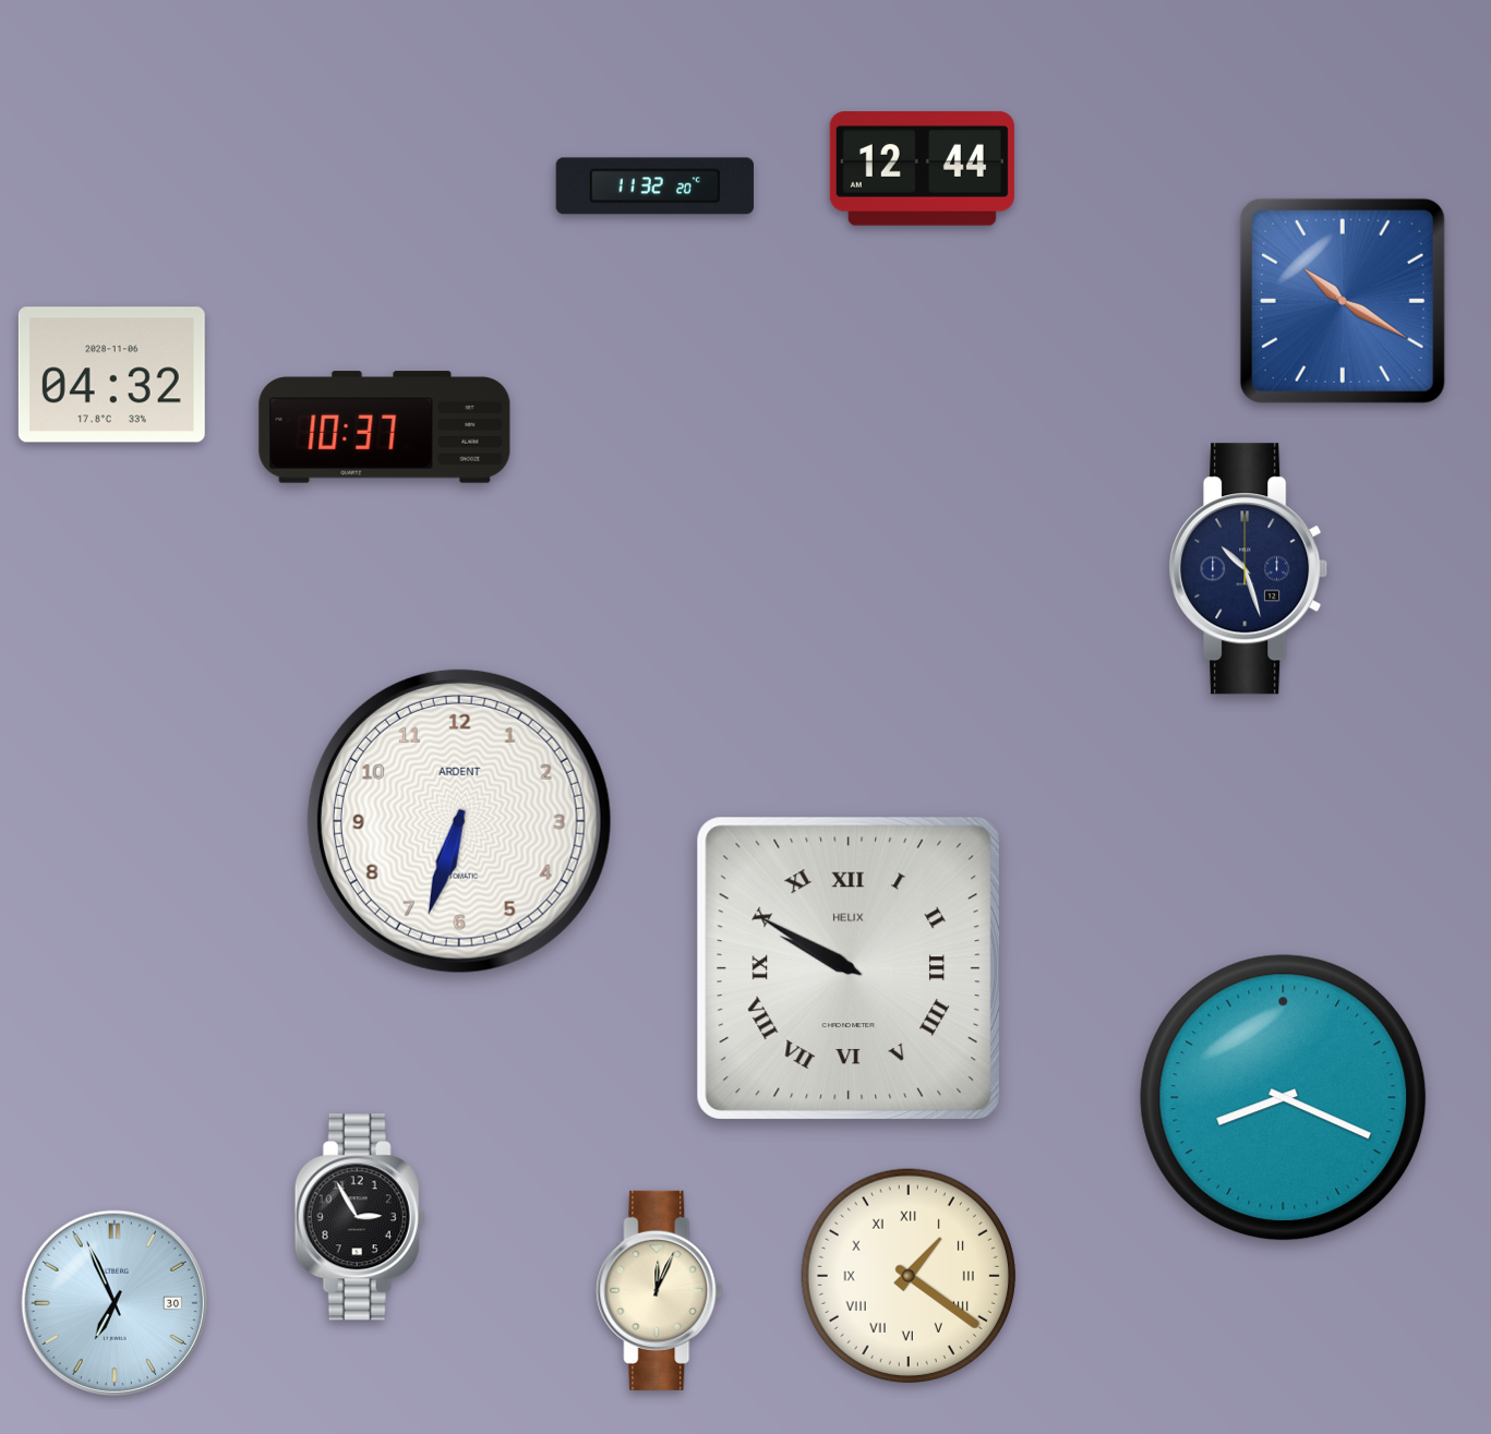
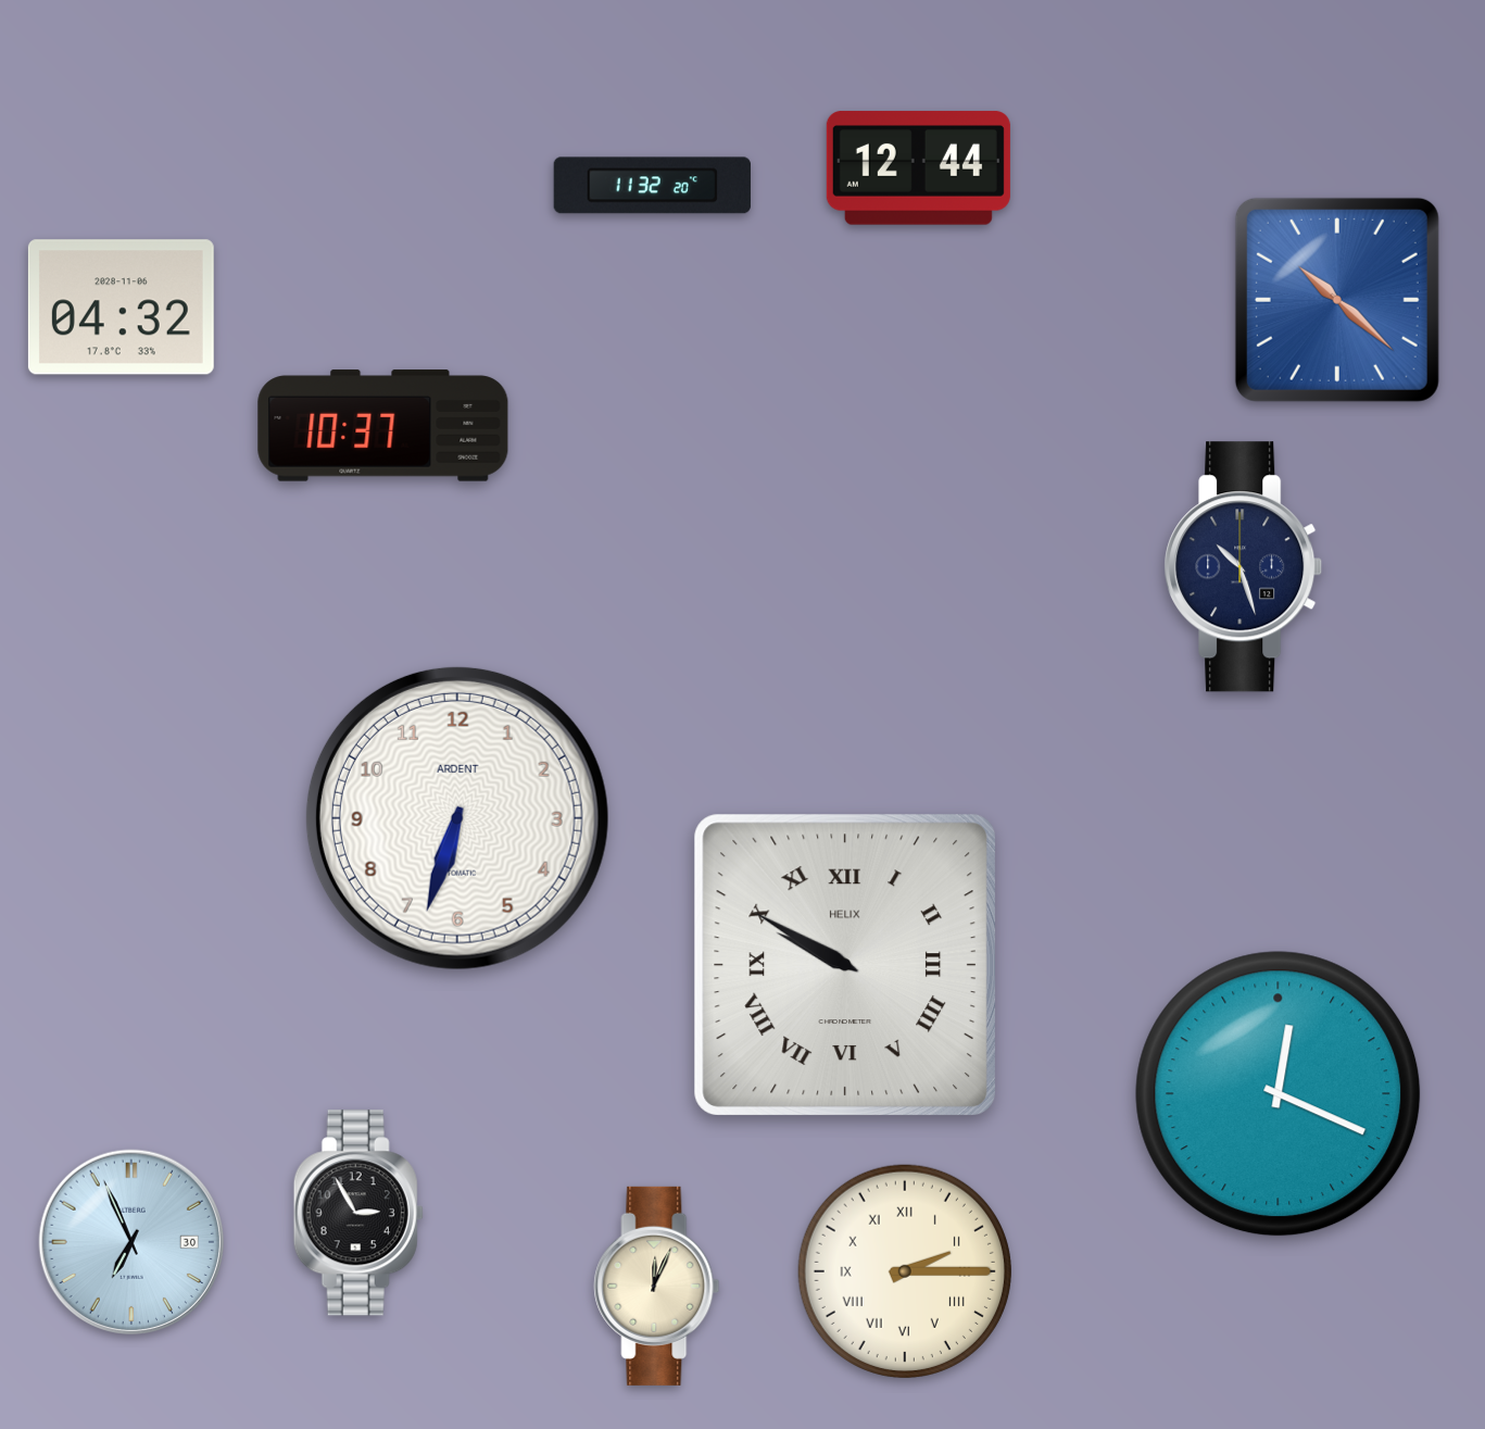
clock at (1343, 301): 10:20 -> 10:22
clock at (111, 375) position: (111, 375) -> (121, 308)
clock at (1284, 1098): 8:19 -> 12:19
clock at (909, 1276): 1:21 -> 2:15
clock at (113, 1302) position: (113, 1302) -> (130, 1241)
